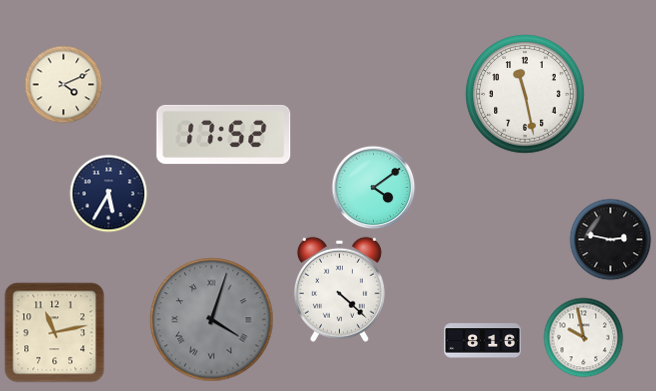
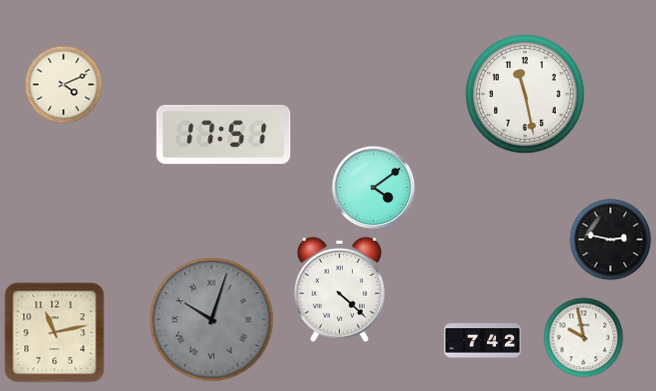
clock at (224, 134): 17:52 -> 17:51
clock at (109, 194): 5:35 -> none
clock at (212, 320): 4:03 -> 10:03
clock at (482, 341): 8:16 -> 7:42
